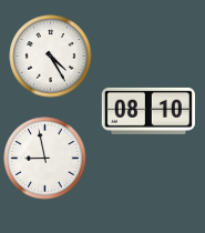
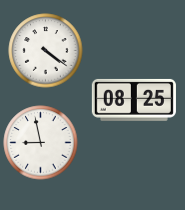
clock at (51, 57): 4:25 -> 4:21
clock at (148, 111): 08:10 -> 08:25
